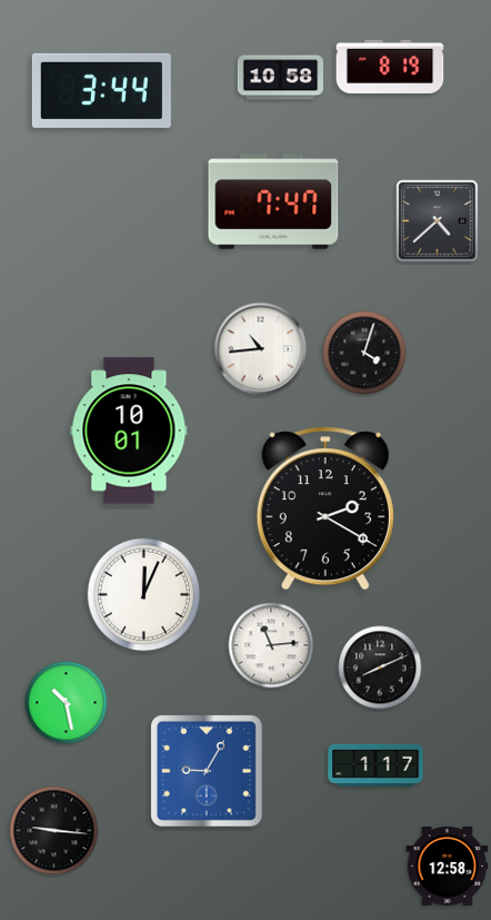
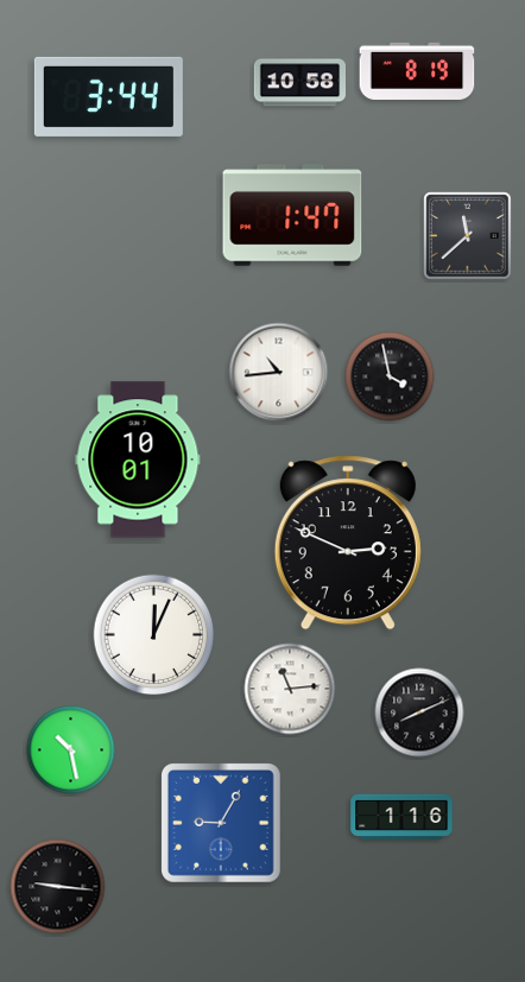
clock at (273, 201): 7:47 -> 1:47
clock at (438, 221): 4:38 -> 11:38
clock at (364, 353): 4:03 -> 3:58
clock at (325, 508): 2:20 -> 2:49
clock at (380, 667) position: (380, 667) -> (419, 712)
clock at (375, 765): 1:17 -> 1:16
clock at (448, 867): 12:58 -> none
